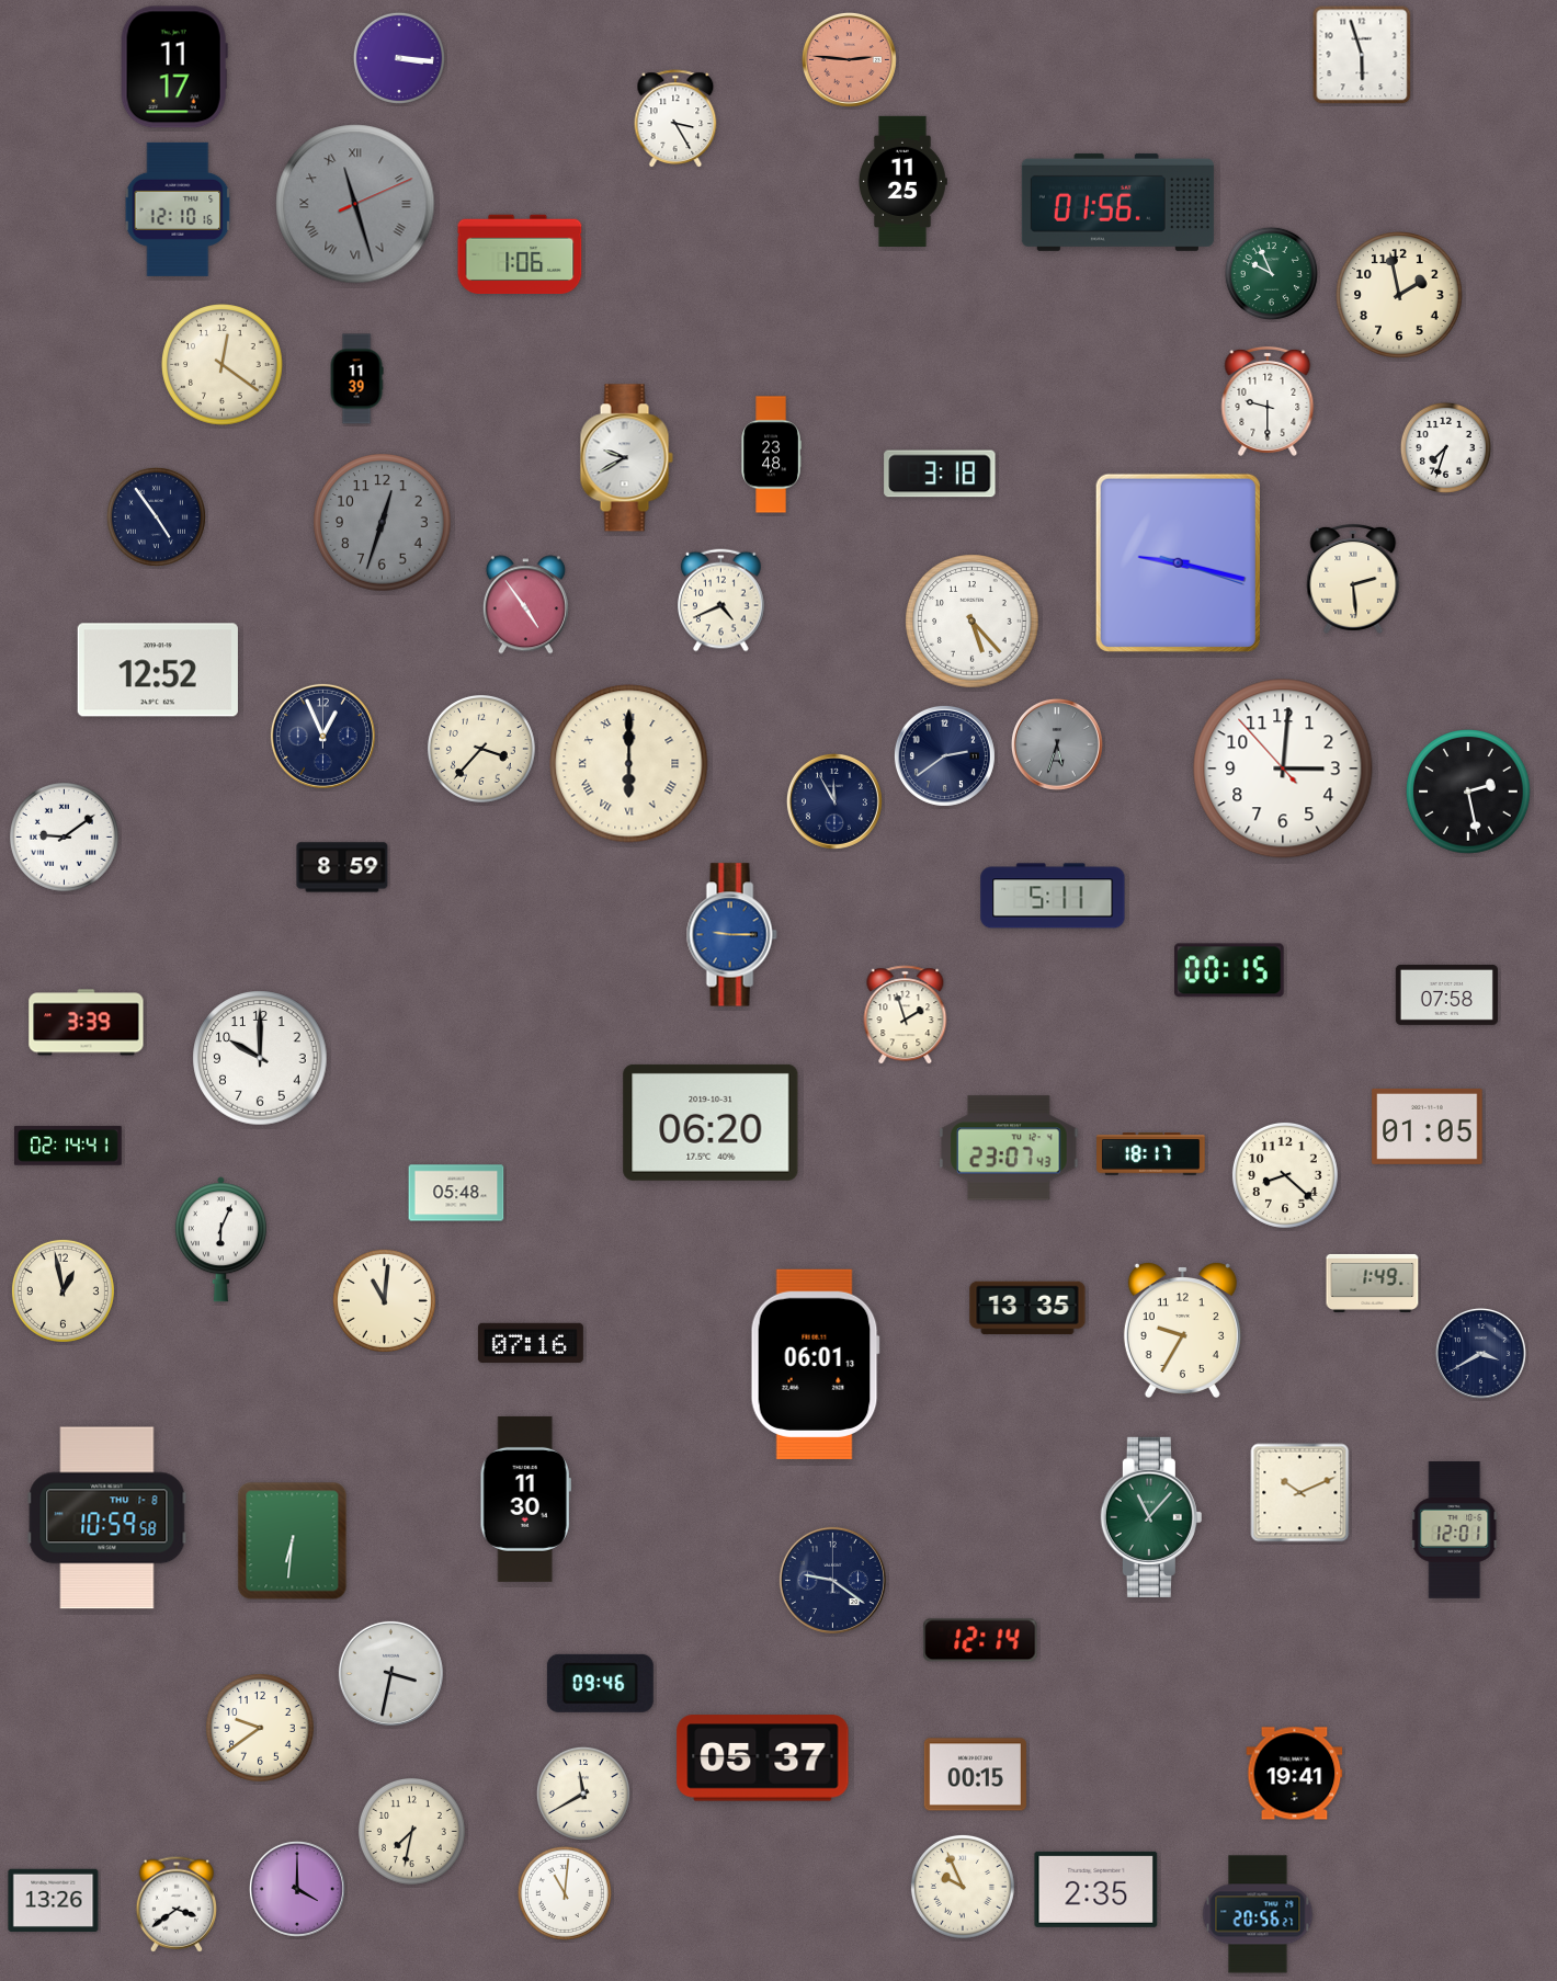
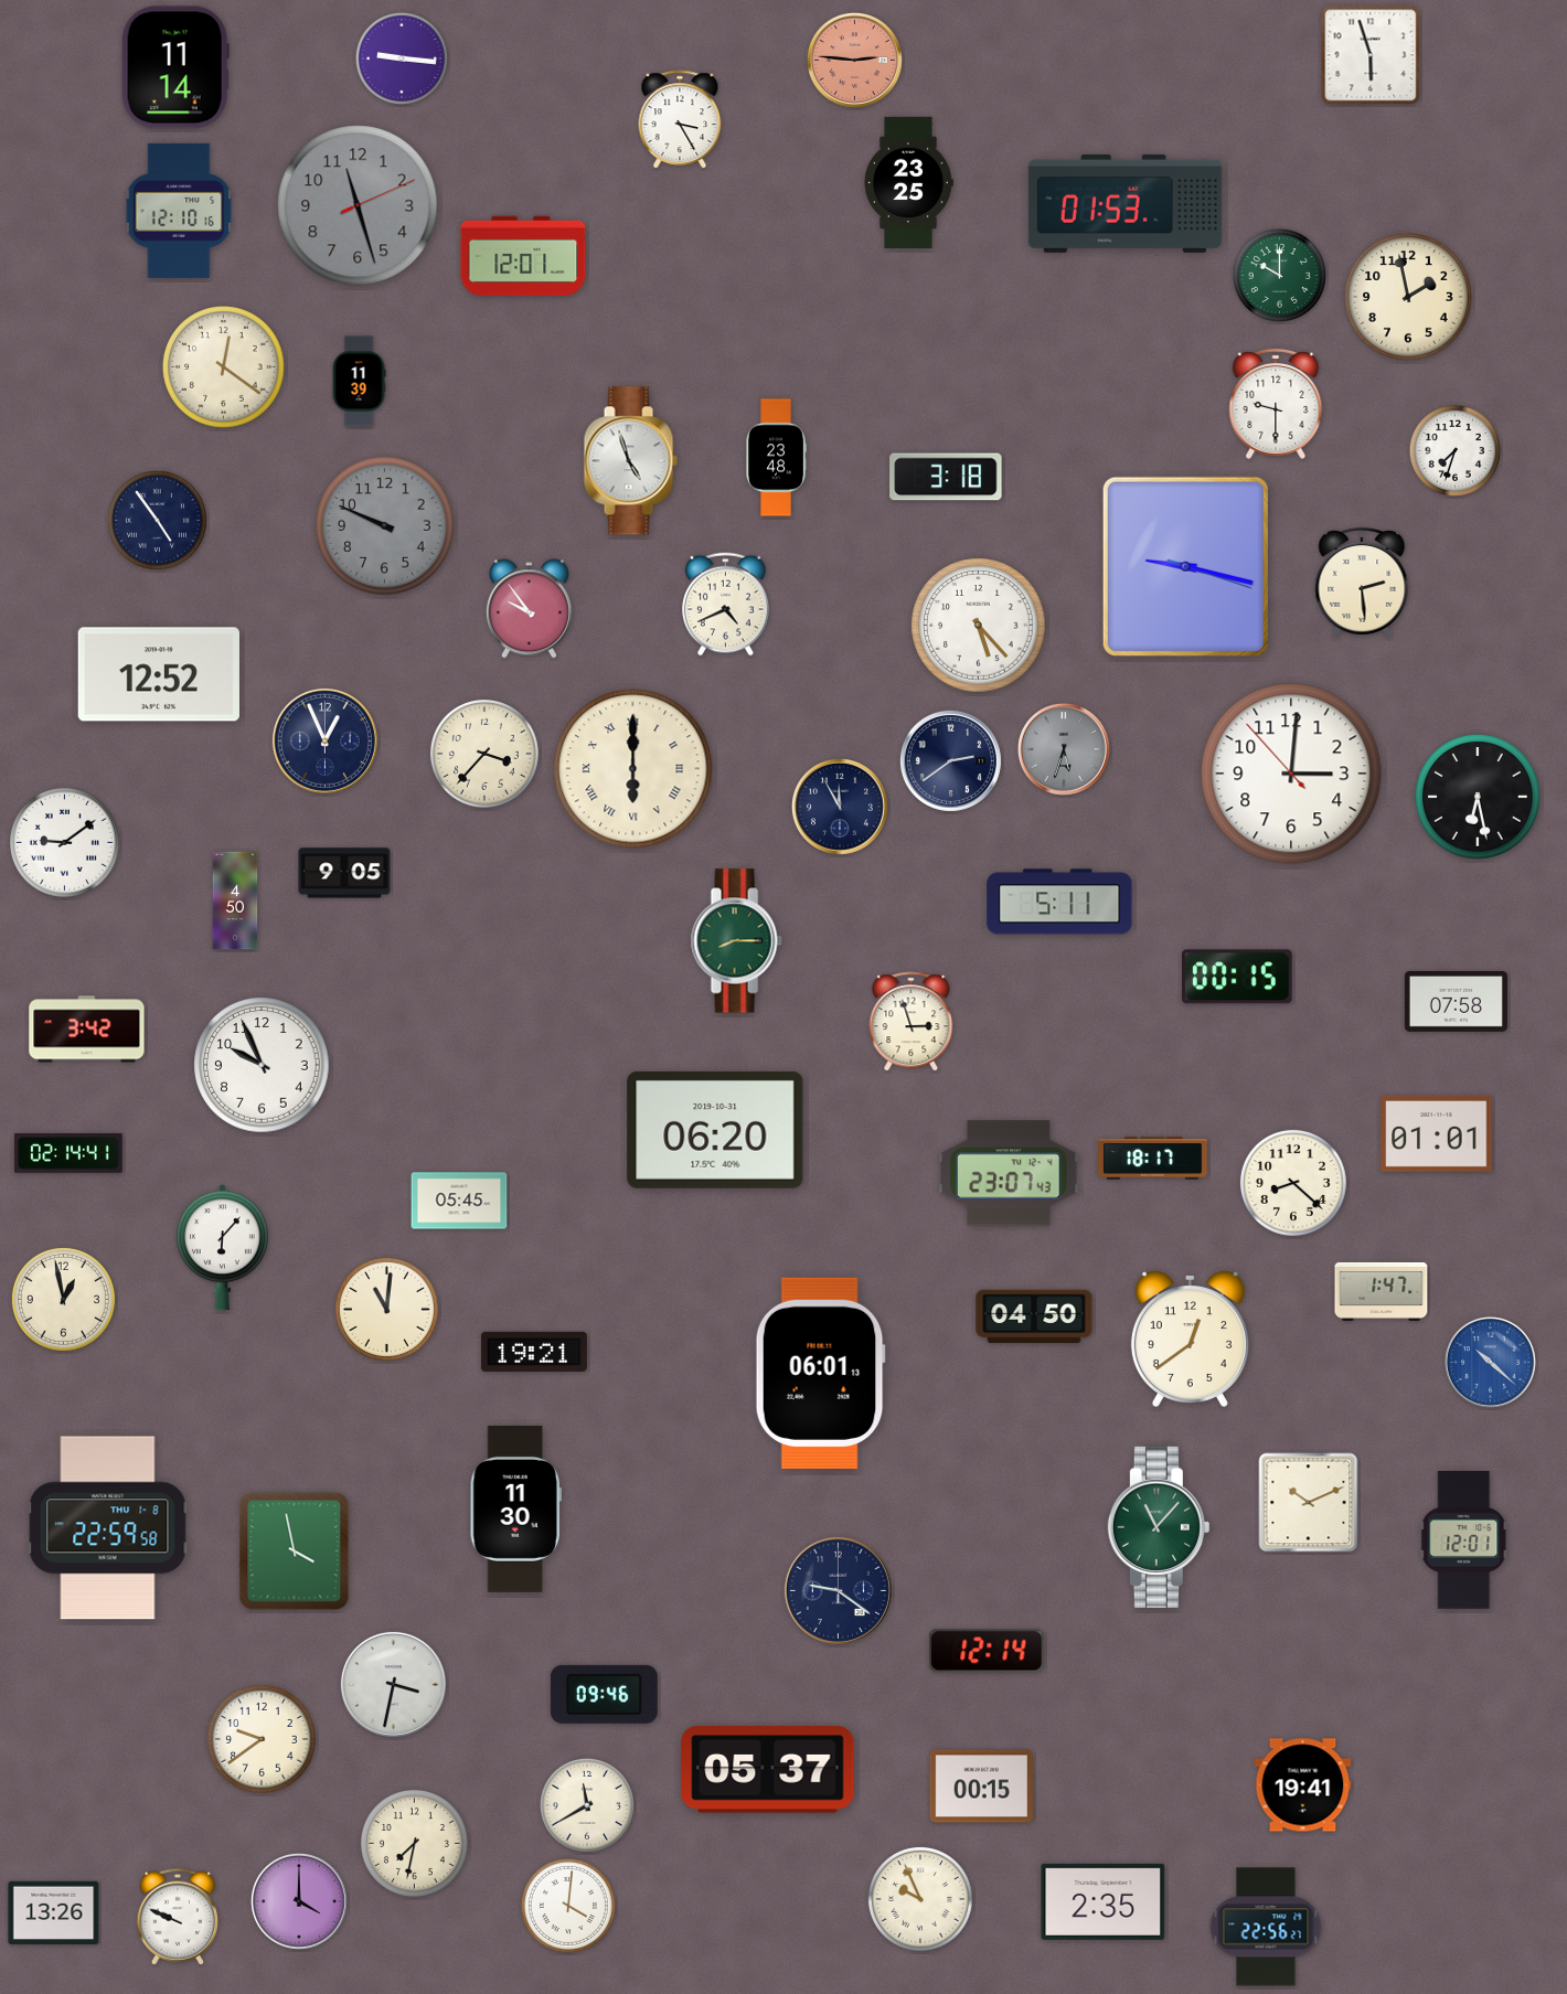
clock at (399, 58): 3:16 -> 9:16
clock at (174, 67): 11:17 -> 11:14
clock at (903, 181): 11:25 -> 23:25
clock at (1117, 202): 01:56 -> 01:53
clock at (355, 204) numerals: Roman -> Arabic
clock at (520, 254): 1:06 -> 12:01
clock at (1271, 273): 9:56 -> 10:00
clock at (626, 458): 9:40 -> 4:57
clock at (383, 523): 12:33 -> 9:49
clock at (525, 605): 4:54 -> 9:54
clock at (1468, 792): 2:28 -> 6:28
clock at (342, 867): 8:59 -> 9:05
clock at (235, 900): none -> 4:50
clock at (731, 935): 9:15 -> 8:15
clock at (731, 935) dial: blue -> green
clock at (906, 1015): 1:57 -> 2:57
clock at (87, 1023): 3:39 -> 3:42
clock at (260, 1058): 10:00 -> 9:56
clock at (1428, 1126): 01:05 -> 01:01
clock at (1009, 1148) position: (1009, 1148) -> (1009, 1173)
clock at (1151, 1154) position: (1151, 1154) -> (1153, 1159)
clock at (456, 1193): 05:48 -> 05:45
clock at (220, 1240): 6:04 -> 6:07
clock at (1373, 1283): 1:49 -> 1:47
clock at (1027, 1308): 13:35 -> 04:50
clock at (1182, 1330): 9:35 -> 12:39
clock at (531, 1343): 07:16 -> 19:21
clock at (1480, 1353): 3:40 -> 10:22
clock at (1480, 1353) dial: navy -> blue
clock at (525, 1499) position: (525, 1499) -> (515, 1508)
clock at (107, 1518): 10:59 -> 22:59
clock at (293, 1541): 6:31 -> 3:58
clock at (963, 1887) position: (963, 1887) -> (920, 1899)
clock at (565, 1893): 11:01 -> 4:01
clock at (175, 1904): 3:39 -> 9:49
clock at (1258, 1914): 20:56 -> 22:56
